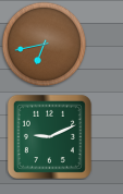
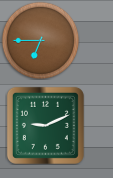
clock at (44, 44): 6:43 -> 6:45
